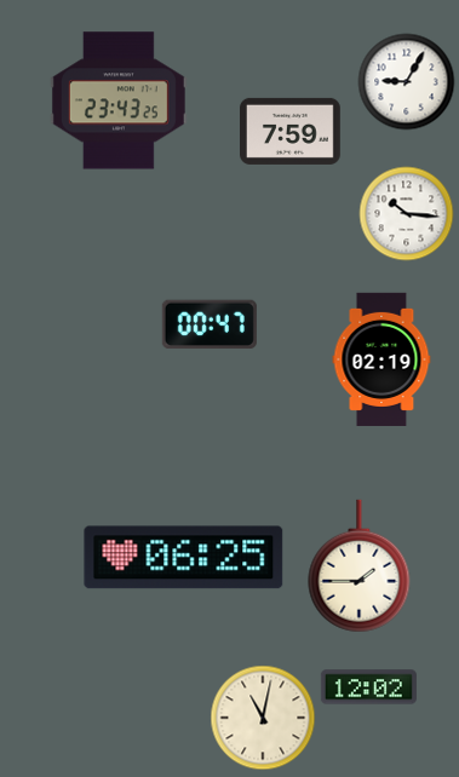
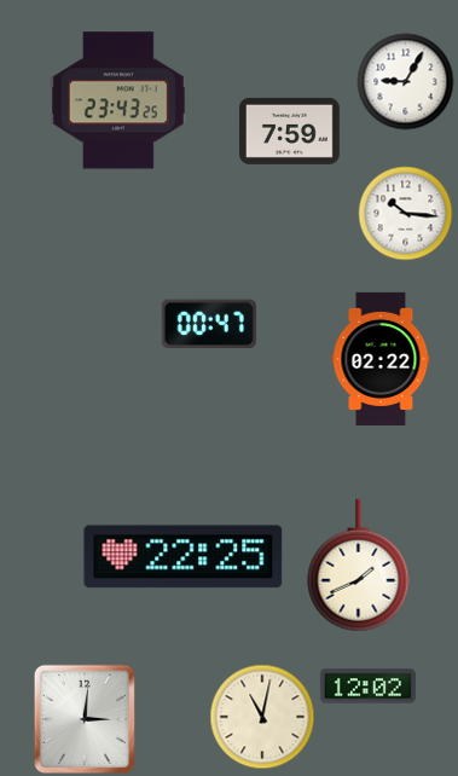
clock at (381, 359): 02:19 -> 02:22
clock at (184, 558): 06:25 -> 22:25
clock at (360, 566): 1:45 -> 1:41
clock at (85, 719): none -> 3:01
